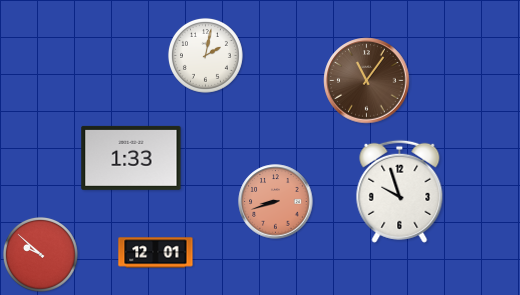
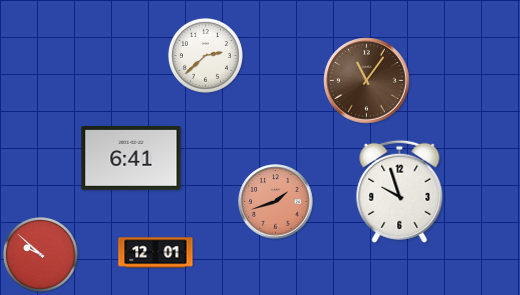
clock at (205, 55): 2:02 -> 2:38
clock at (131, 158): 1:33 -> 6:41
clock at (276, 202): 8:42 -> 1:42
